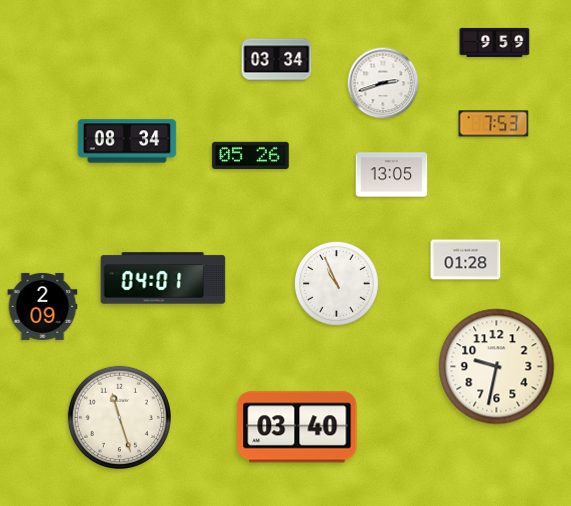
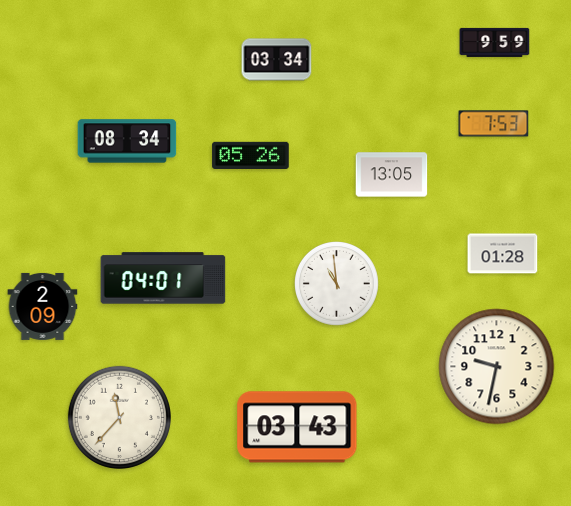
clock at (383, 83): 2:42 -> none
clock at (466, 260) position: (466, 260) -> (503, 254)
clock at (337, 284): 10:56 -> 10:59
clock at (119, 417): 11:27 -> 11:37
clock at (297, 427): 03:40 -> 03:43
